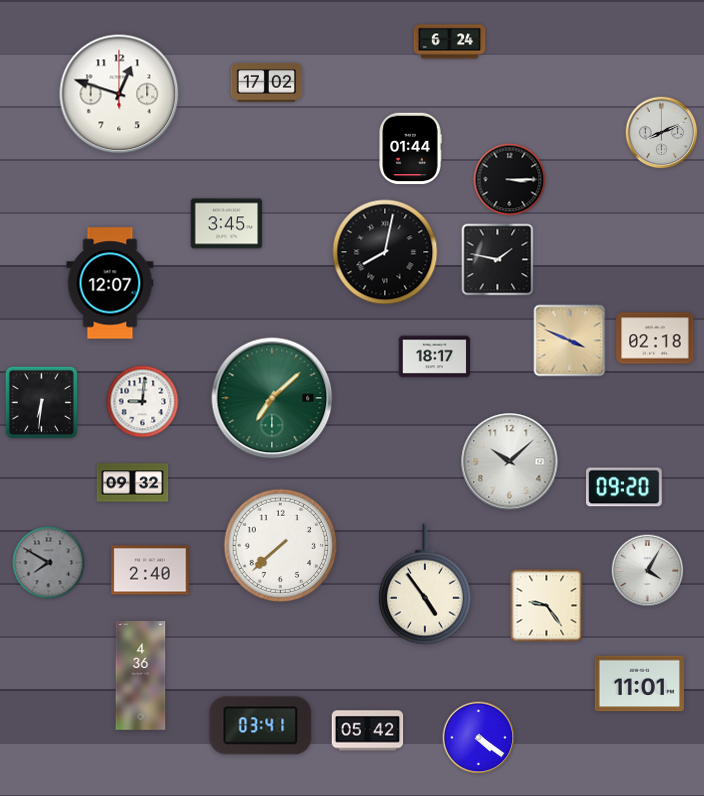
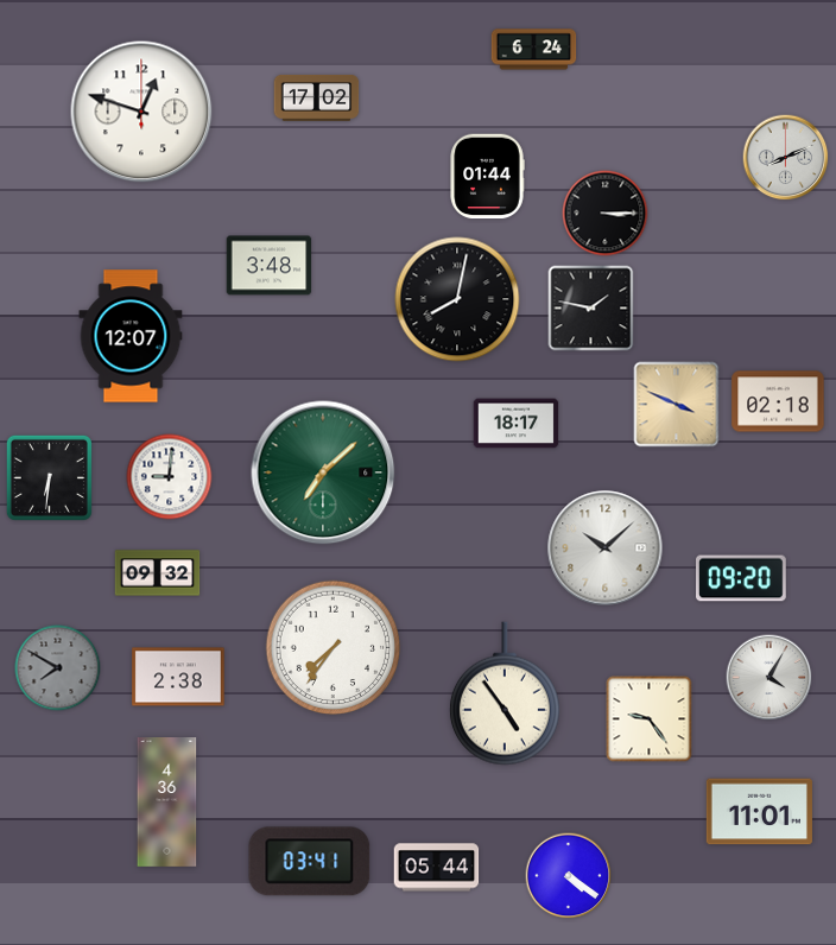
clock at (227, 224): 3:45 -> 3:48
clock at (281, 546): 7:38 -> 7:36
clock at (150, 570): 2:40 -> 2:38
clock at (368, 731): 05:42 -> 05:44
